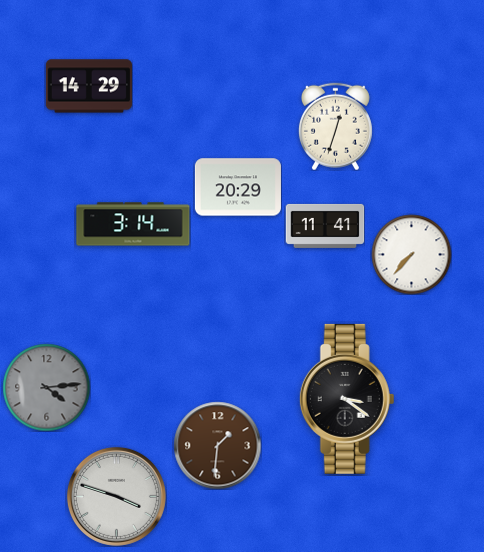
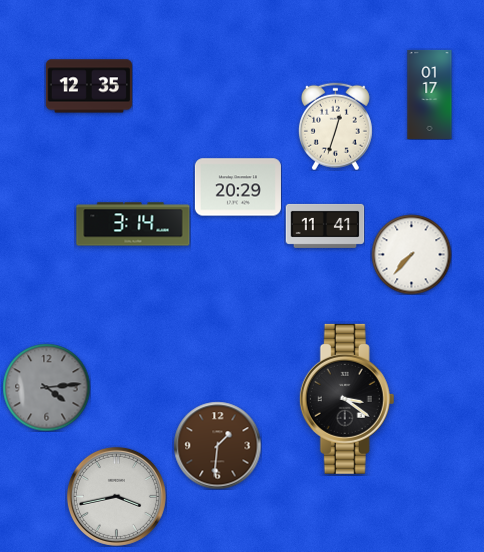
clock at (89, 86): 14:29 -> 12:35
clock at (430, 94): none -> 01:17
clock at (116, 496): 3:48 -> 3:43
